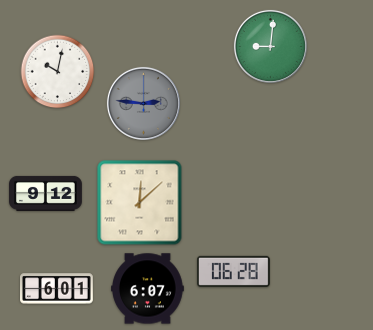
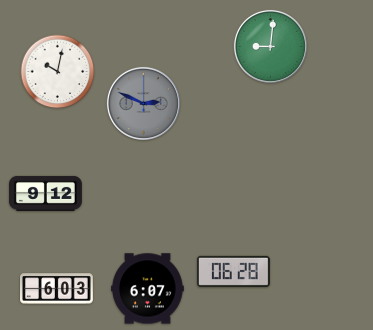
clock at (143, 103): 2:46 -> 2:49
clock at (140, 203): 12:08 -> none
clock at (57, 289): 6:01 -> 6:03
